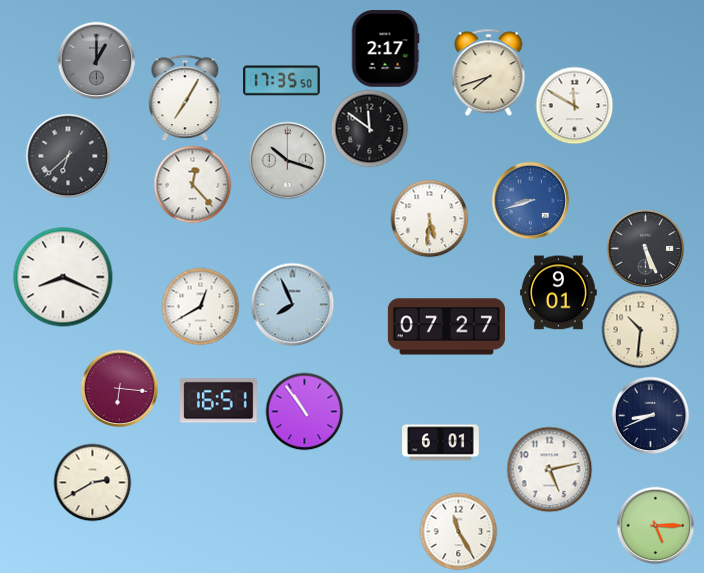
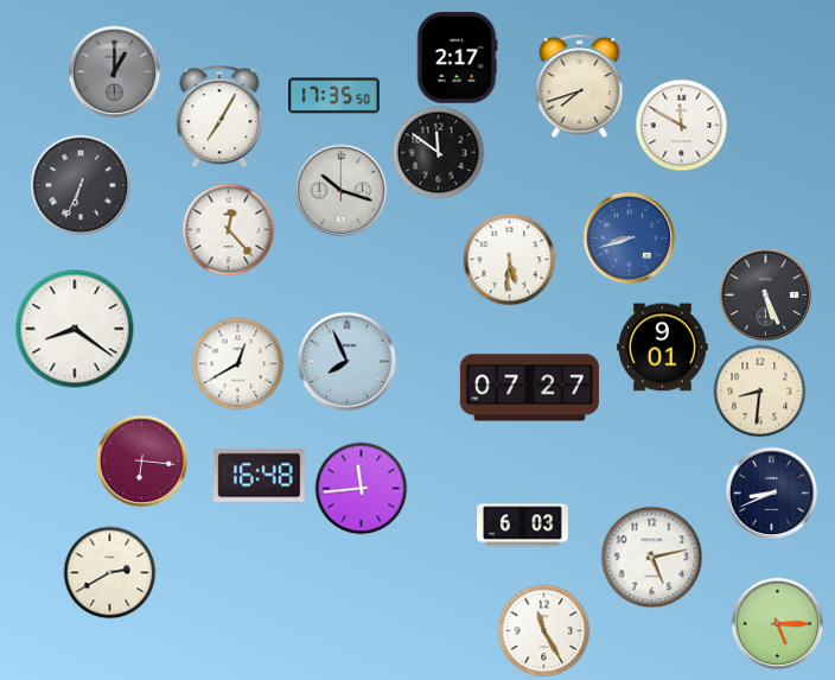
clock at (68, 156): 6:38 -> 6:34
clock at (192, 184) position: (192, 184) -> (228, 229)
clock at (63, 277): 8:19 -> 8:21
clock at (640, 329): 10:31 -> 8:31
clock at (219, 401): 16:51 -> 16:48
clock at (304, 411): 10:54 -> 11:44
clock at (441, 443): 6:01 -> 6:03
